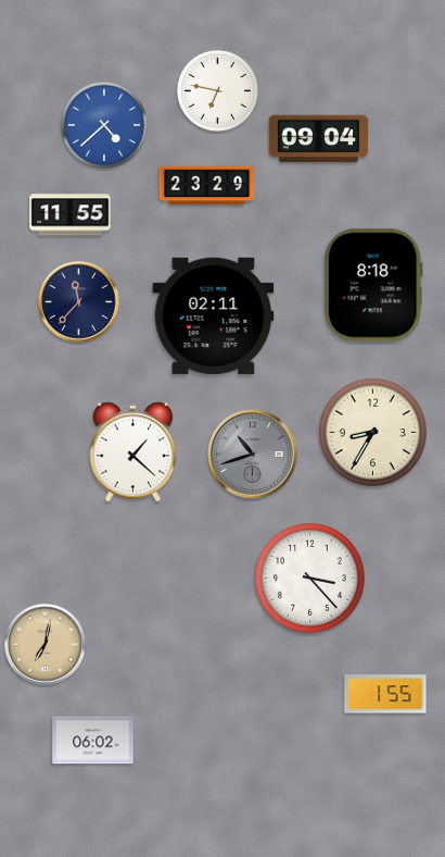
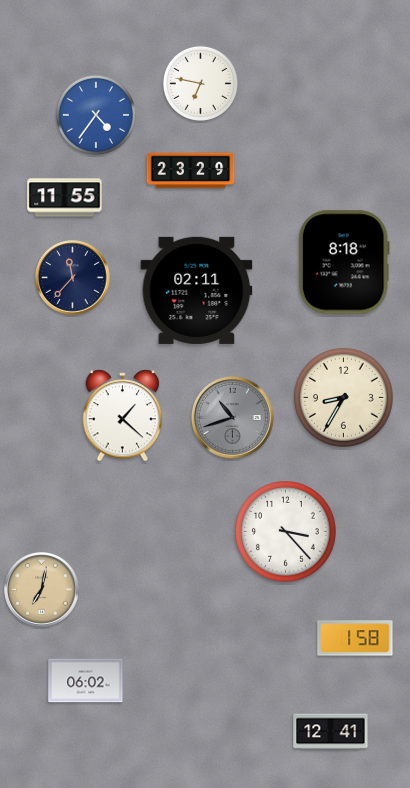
clock at (104, 125): 4:38 -> 4:36
clock at (319, 139): 09:04 -> none
clock at (46, 645) position: (46, 645) -> (42, 590)
clock at (385, 694): 1:55 -> 1:58
clock at (331, 732): none -> 12:41
